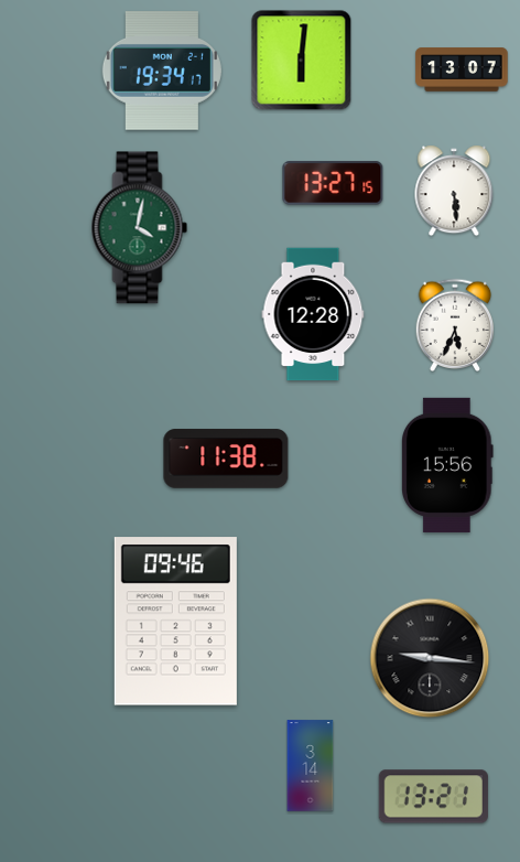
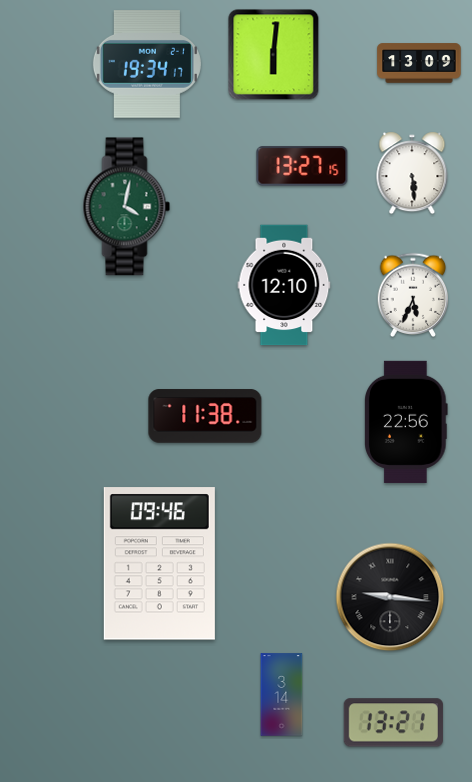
clock at (462, 69): 13:07 -> 13:09
clock at (313, 314): 12:28 -> 12:10
clock at (447, 465): 15:56 -> 22:56
